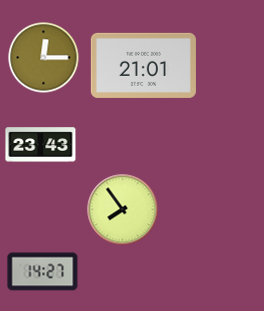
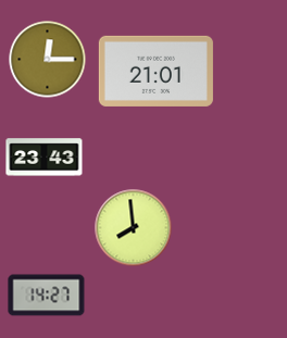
clock at (44, 58) position: (44, 58) -> (48, 60)
clock at (123, 210): 7:54 -> 7:59
